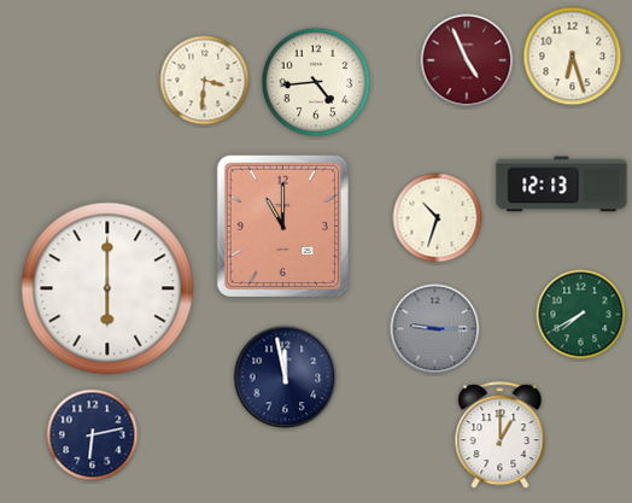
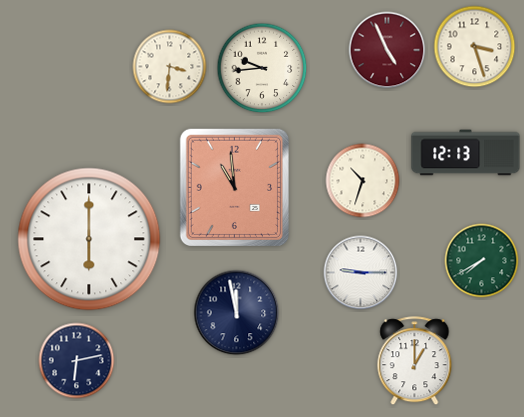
clock at (573, 57): 6:27 -> 3:27
clock at (316, 82): 4:44 -> 9:44
clock at (282, 226): 11:00 -> 10:59
clock at (435, 329) dial: grey -> white
